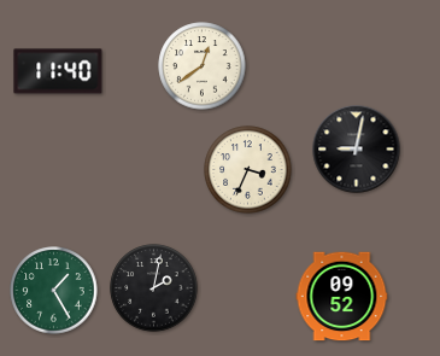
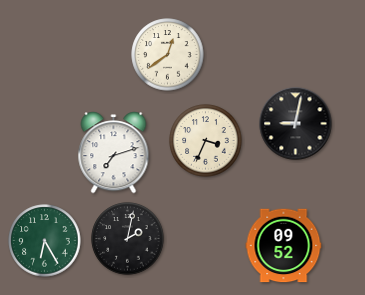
clock at (58, 71): 11:40 -> none
clock at (114, 153): none -> 7:12
clock at (54, 291): 1:25 -> 6:25
